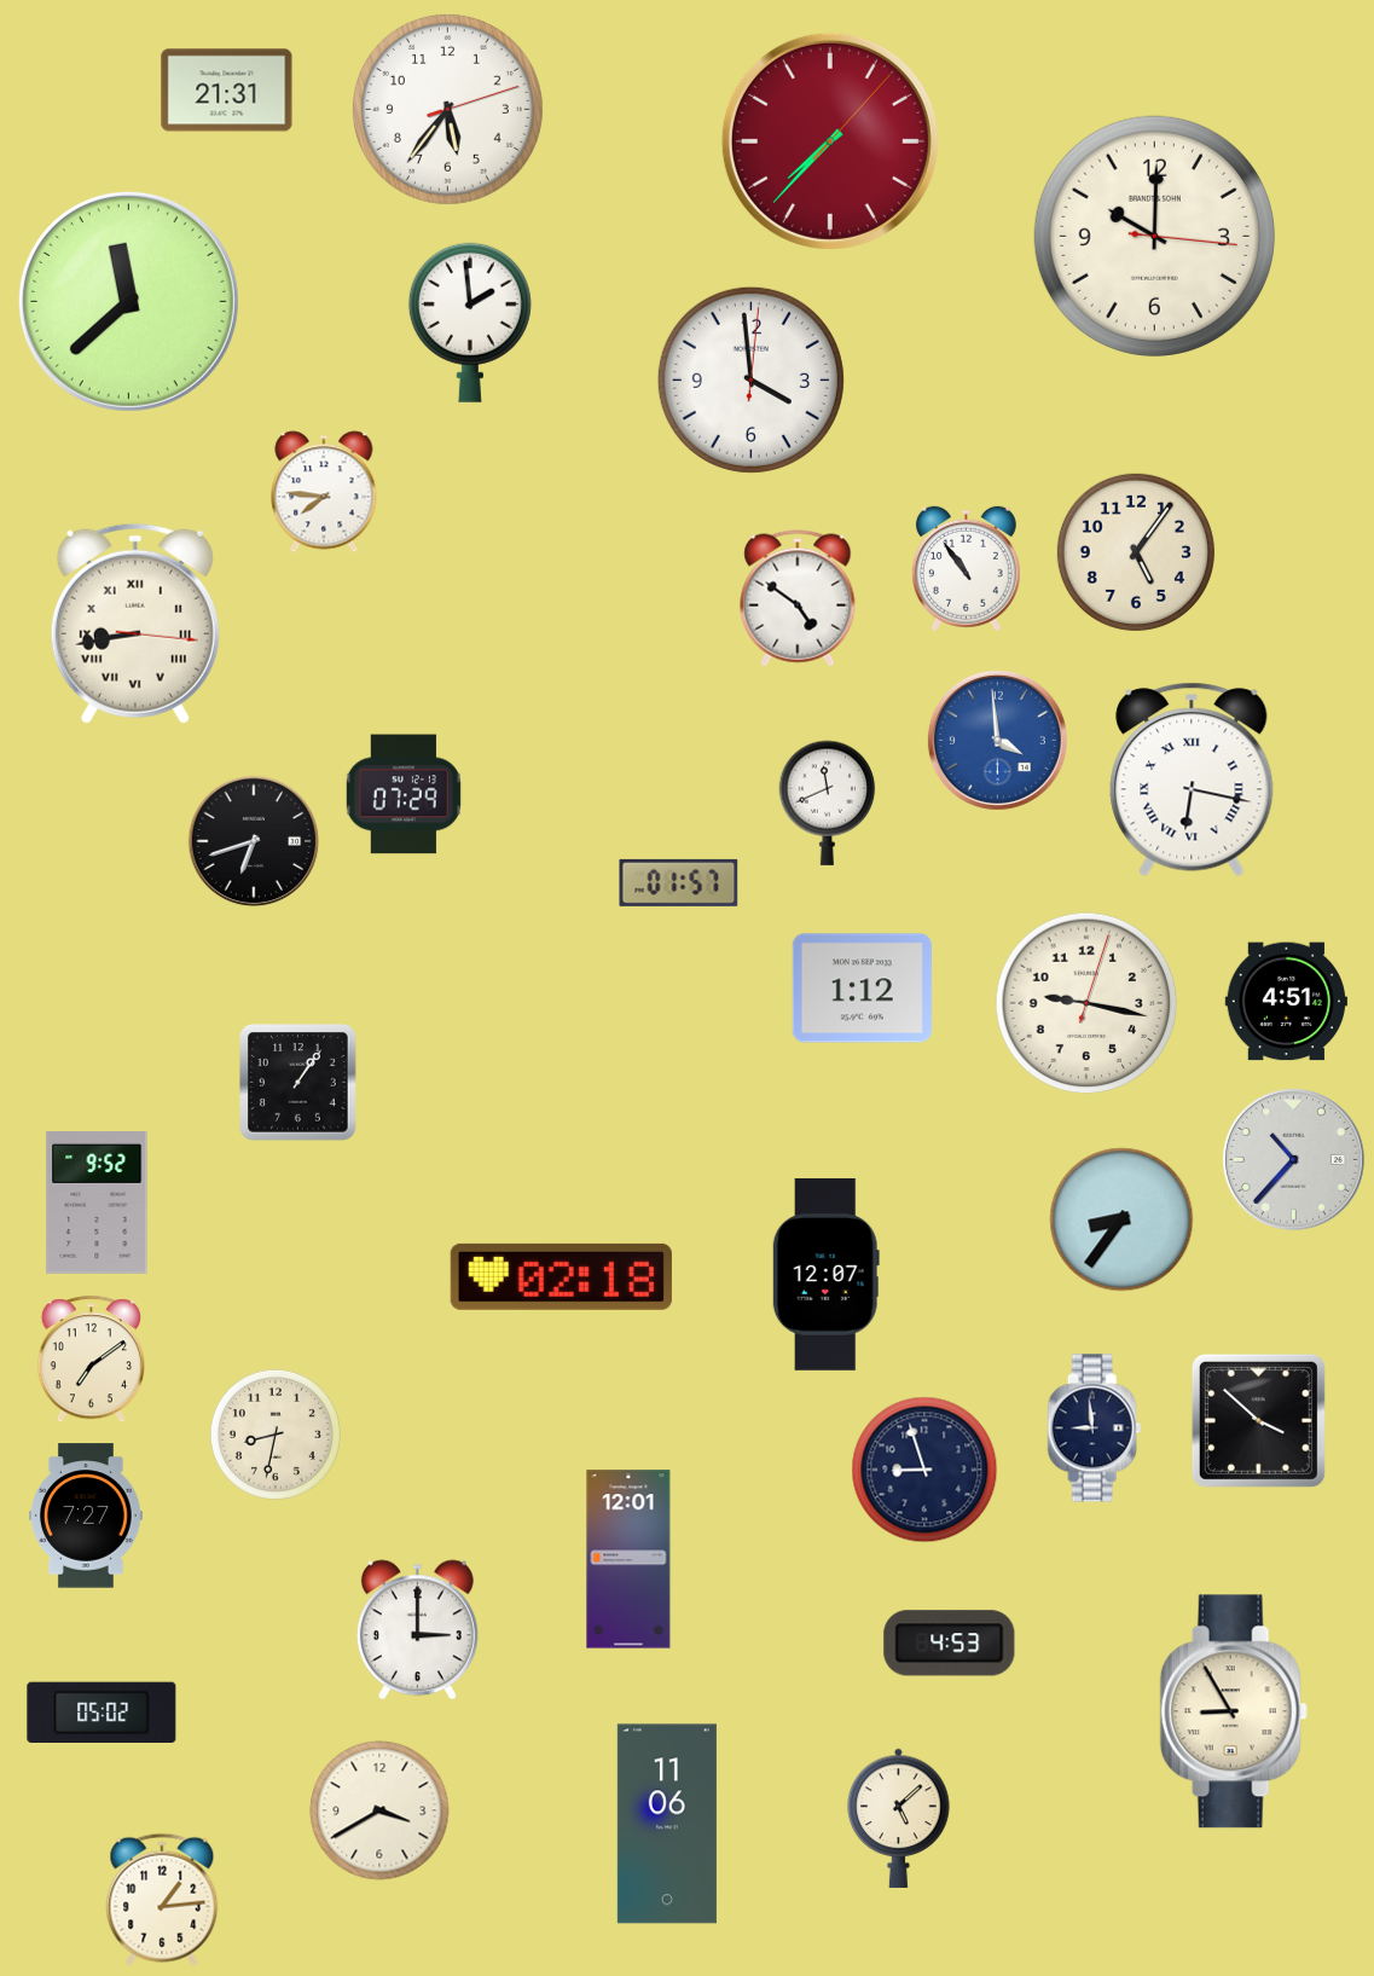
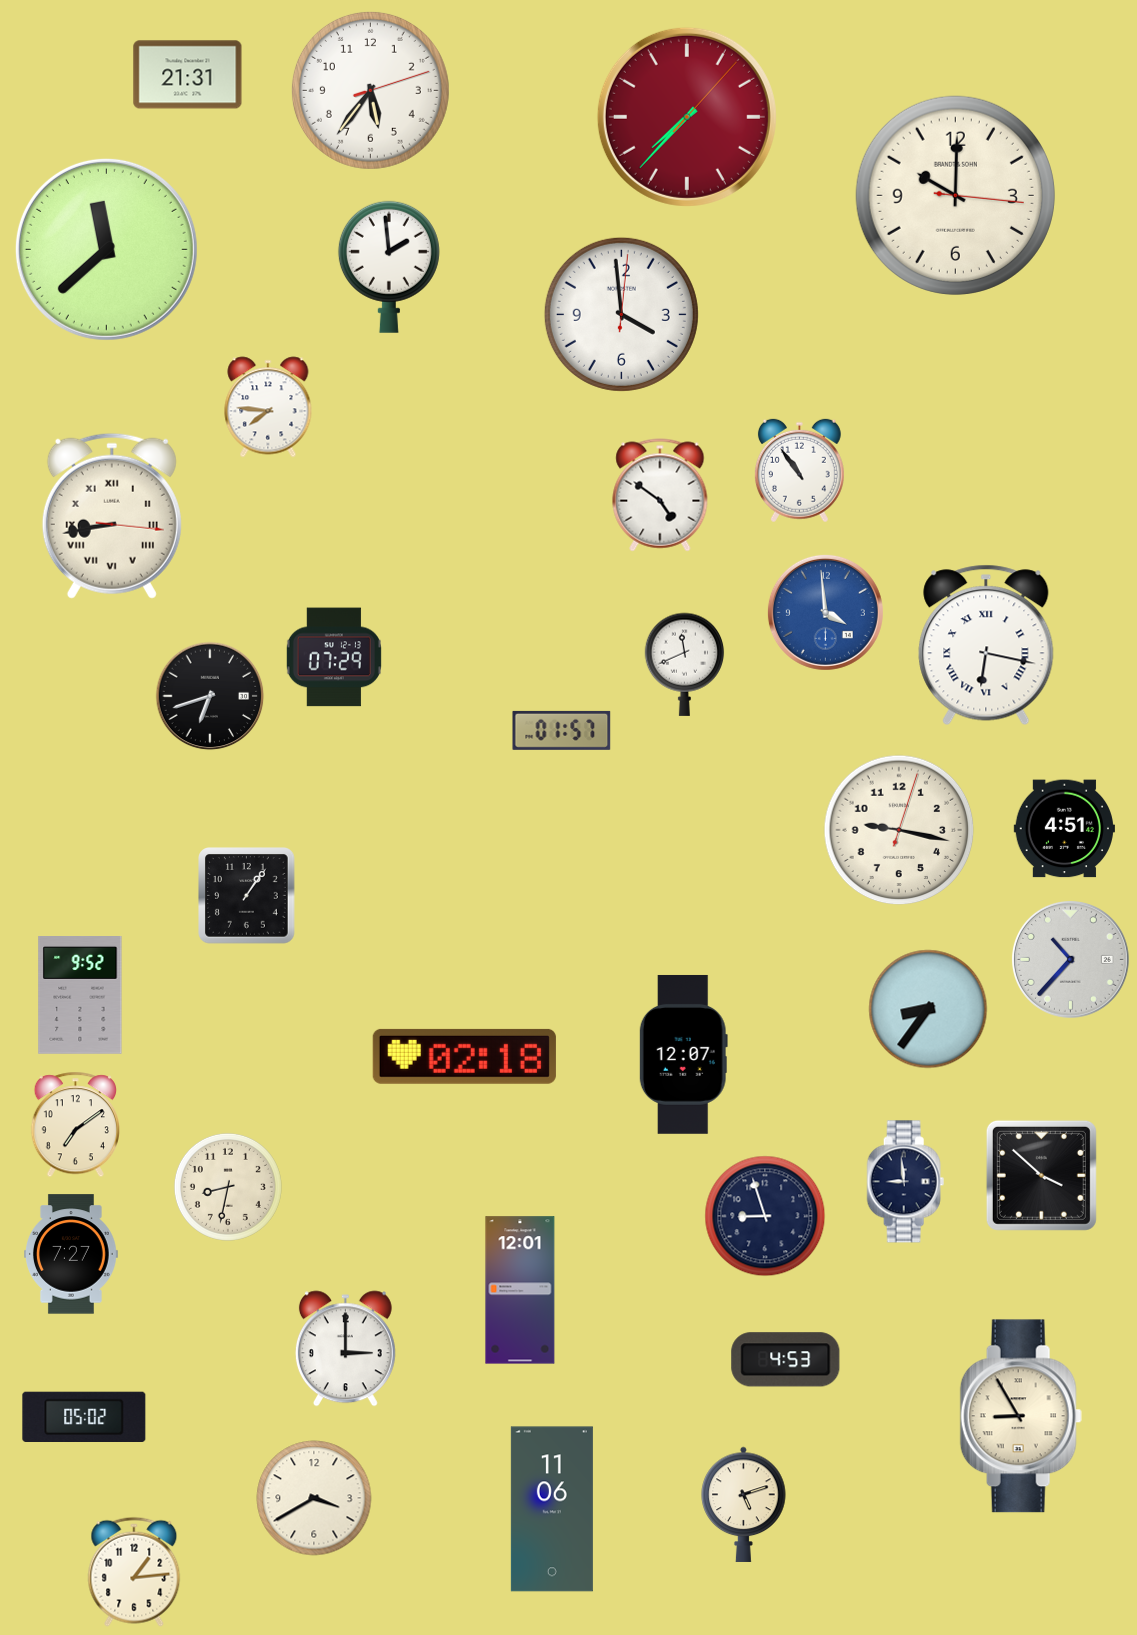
clock at (1136, 552): 5:06 -> none
clock at (862, 989): 1:12 -> none
clock at (899, 1818): 5:08 -> 5:12
